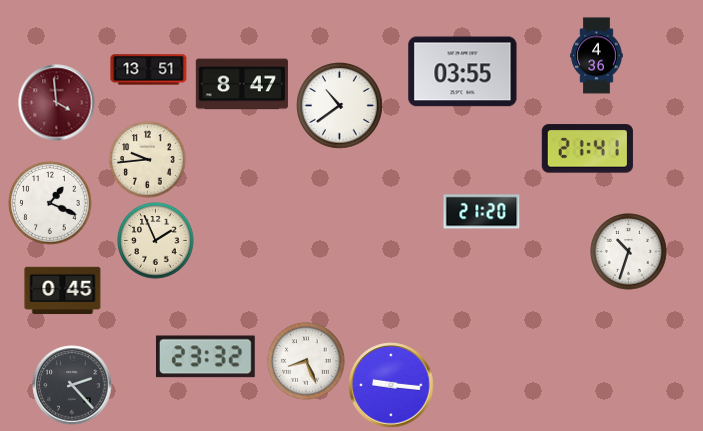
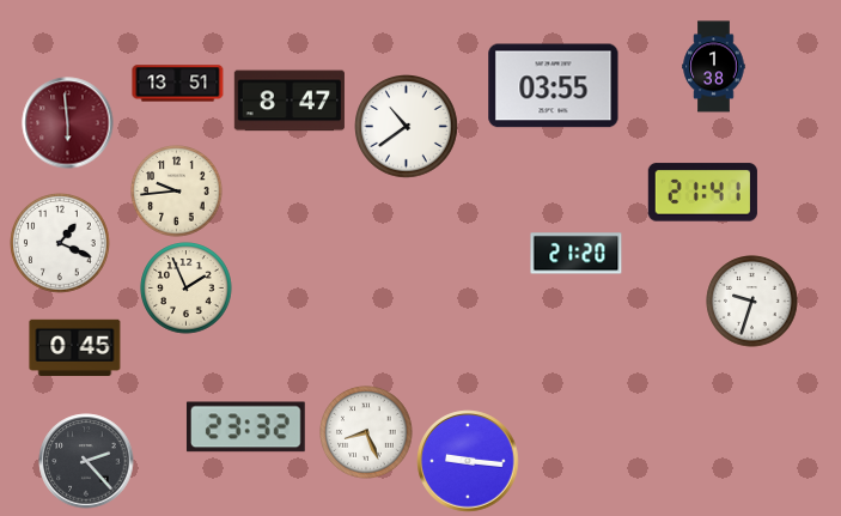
clock at (597, 56): 4:36 -> 1:38
clock at (57, 103): 3:59 -> 5:59
clock at (587, 149) position: (587, 149) -> (702, 193)
clock at (629, 252): 10:33 -> 9:33
